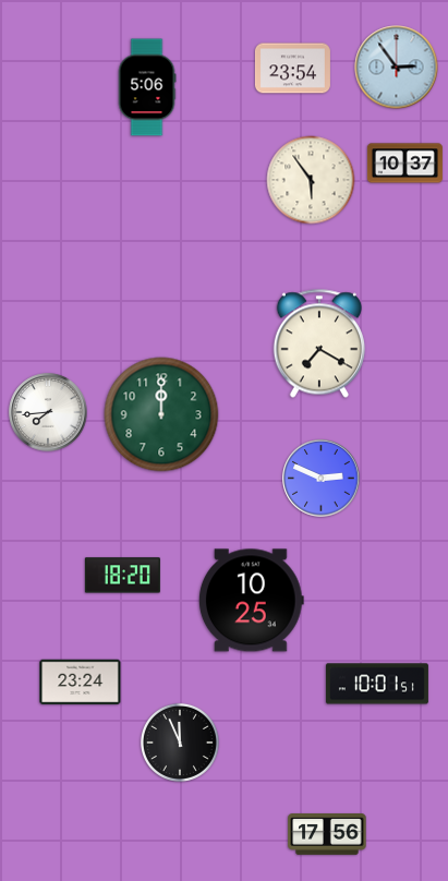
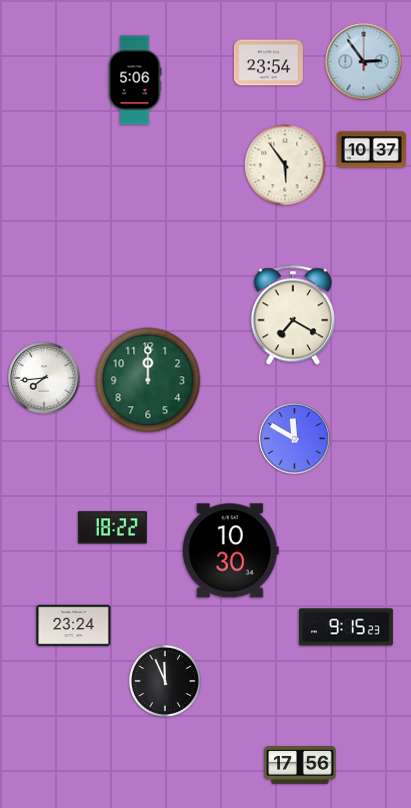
clock at (322, 479): 2:49 -> 11:50
clock at (122, 576): 18:20 -> 18:22
clock at (251, 601): 10:25 -> 10:30
clock at (377, 684): 10:01 -> 9:15
